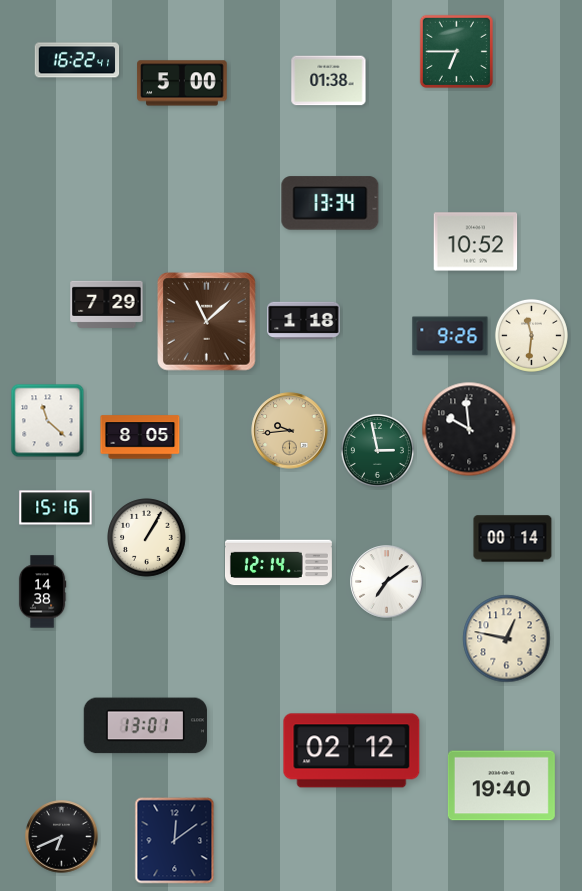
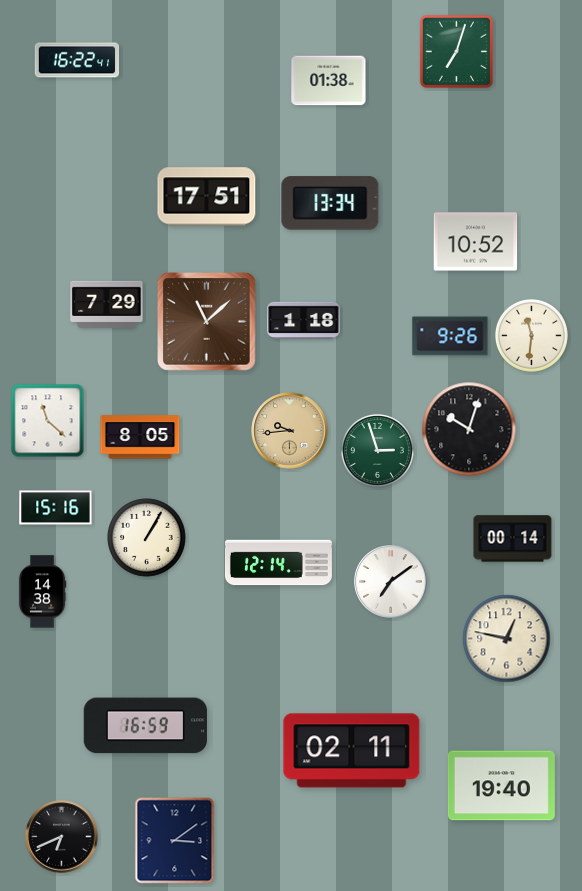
clock at (456, 51): 6:45 -> 7:03
clock at (182, 83): 5:00 -> none
clock at (207, 197): none -> 17:51
clock at (469, 429): 9:59 -> 10:03
clock at (377, 450): 2:58 -> 2:57
clock at (387, 582) position: (387, 582) -> (391, 582)
clock at (145, 726): 13:01 -> 16:59
clock at (352, 751): 02:12 -> 02:11
clock at (175, 841): 12:09 -> 3:09
